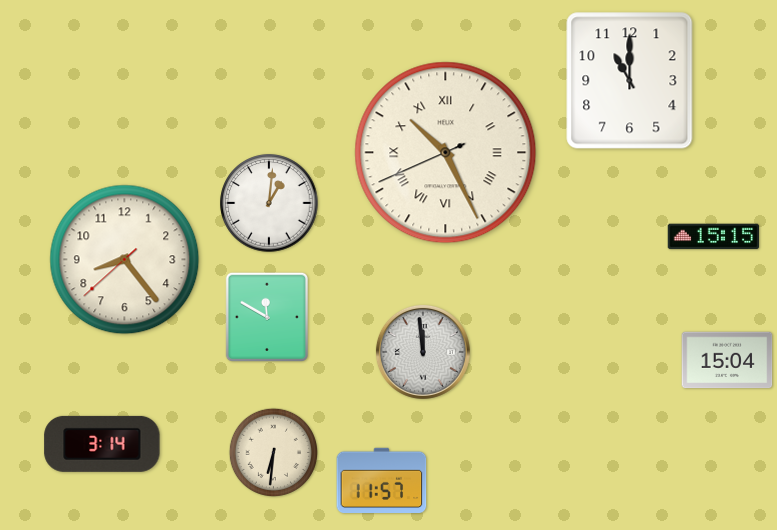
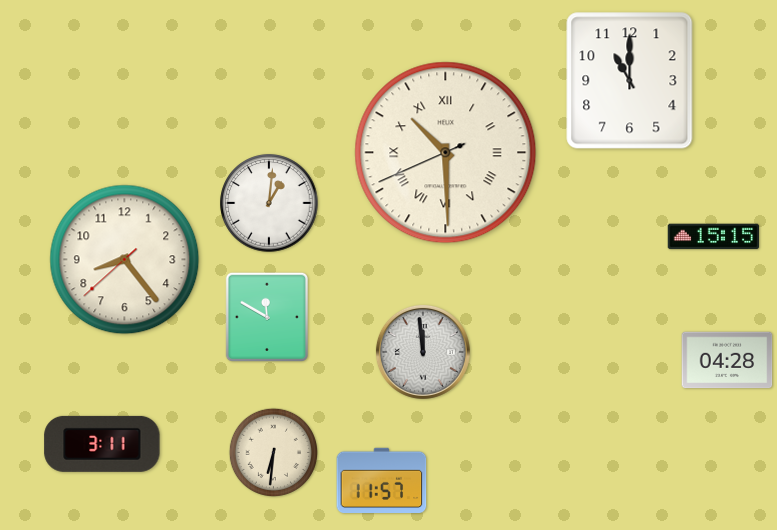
clock at (446, 153): 10:25 -> 10:29
clock at (727, 360): 15:04 -> 04:28
clock at (102, 444): 3:14 -> 3:11
